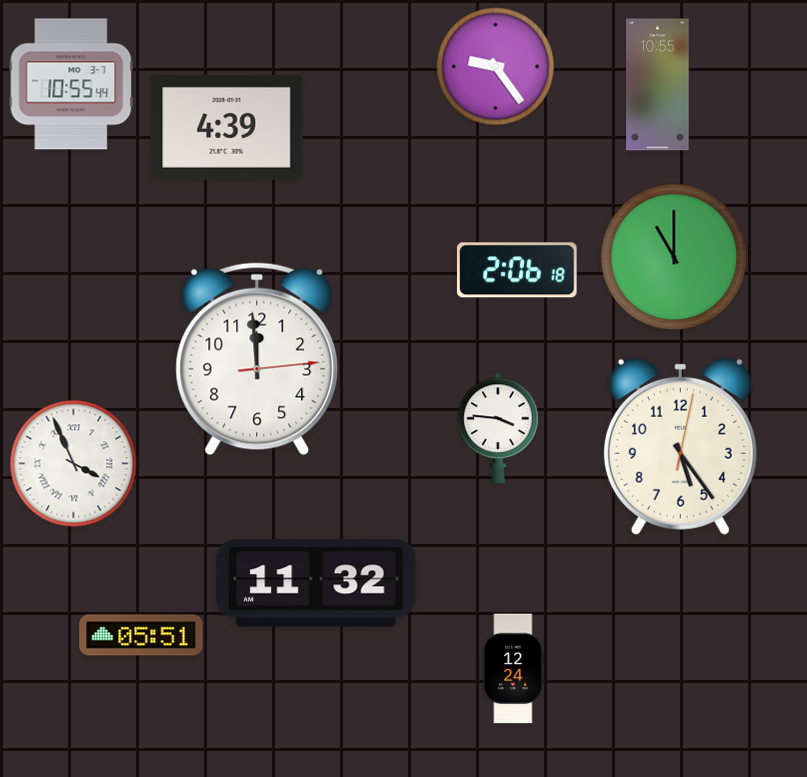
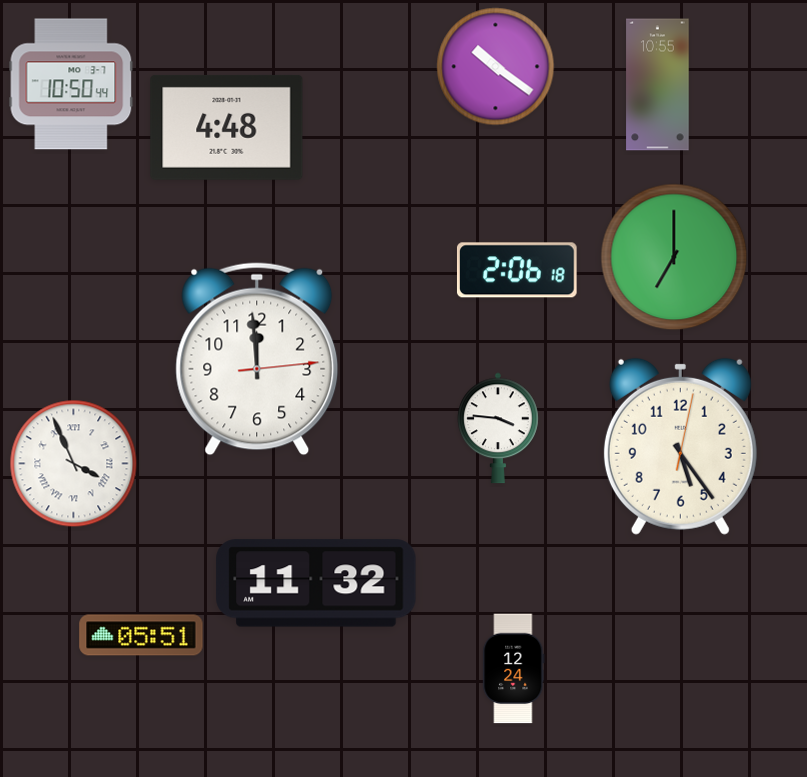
clock at (496, 67): 9:24 -> 10:21
clock at (71, 84): 10:55 -> 10:50
clock at (227, 127): 4:39 -> 4:48
clock at (674, 257): 11:00 -> 7:00
